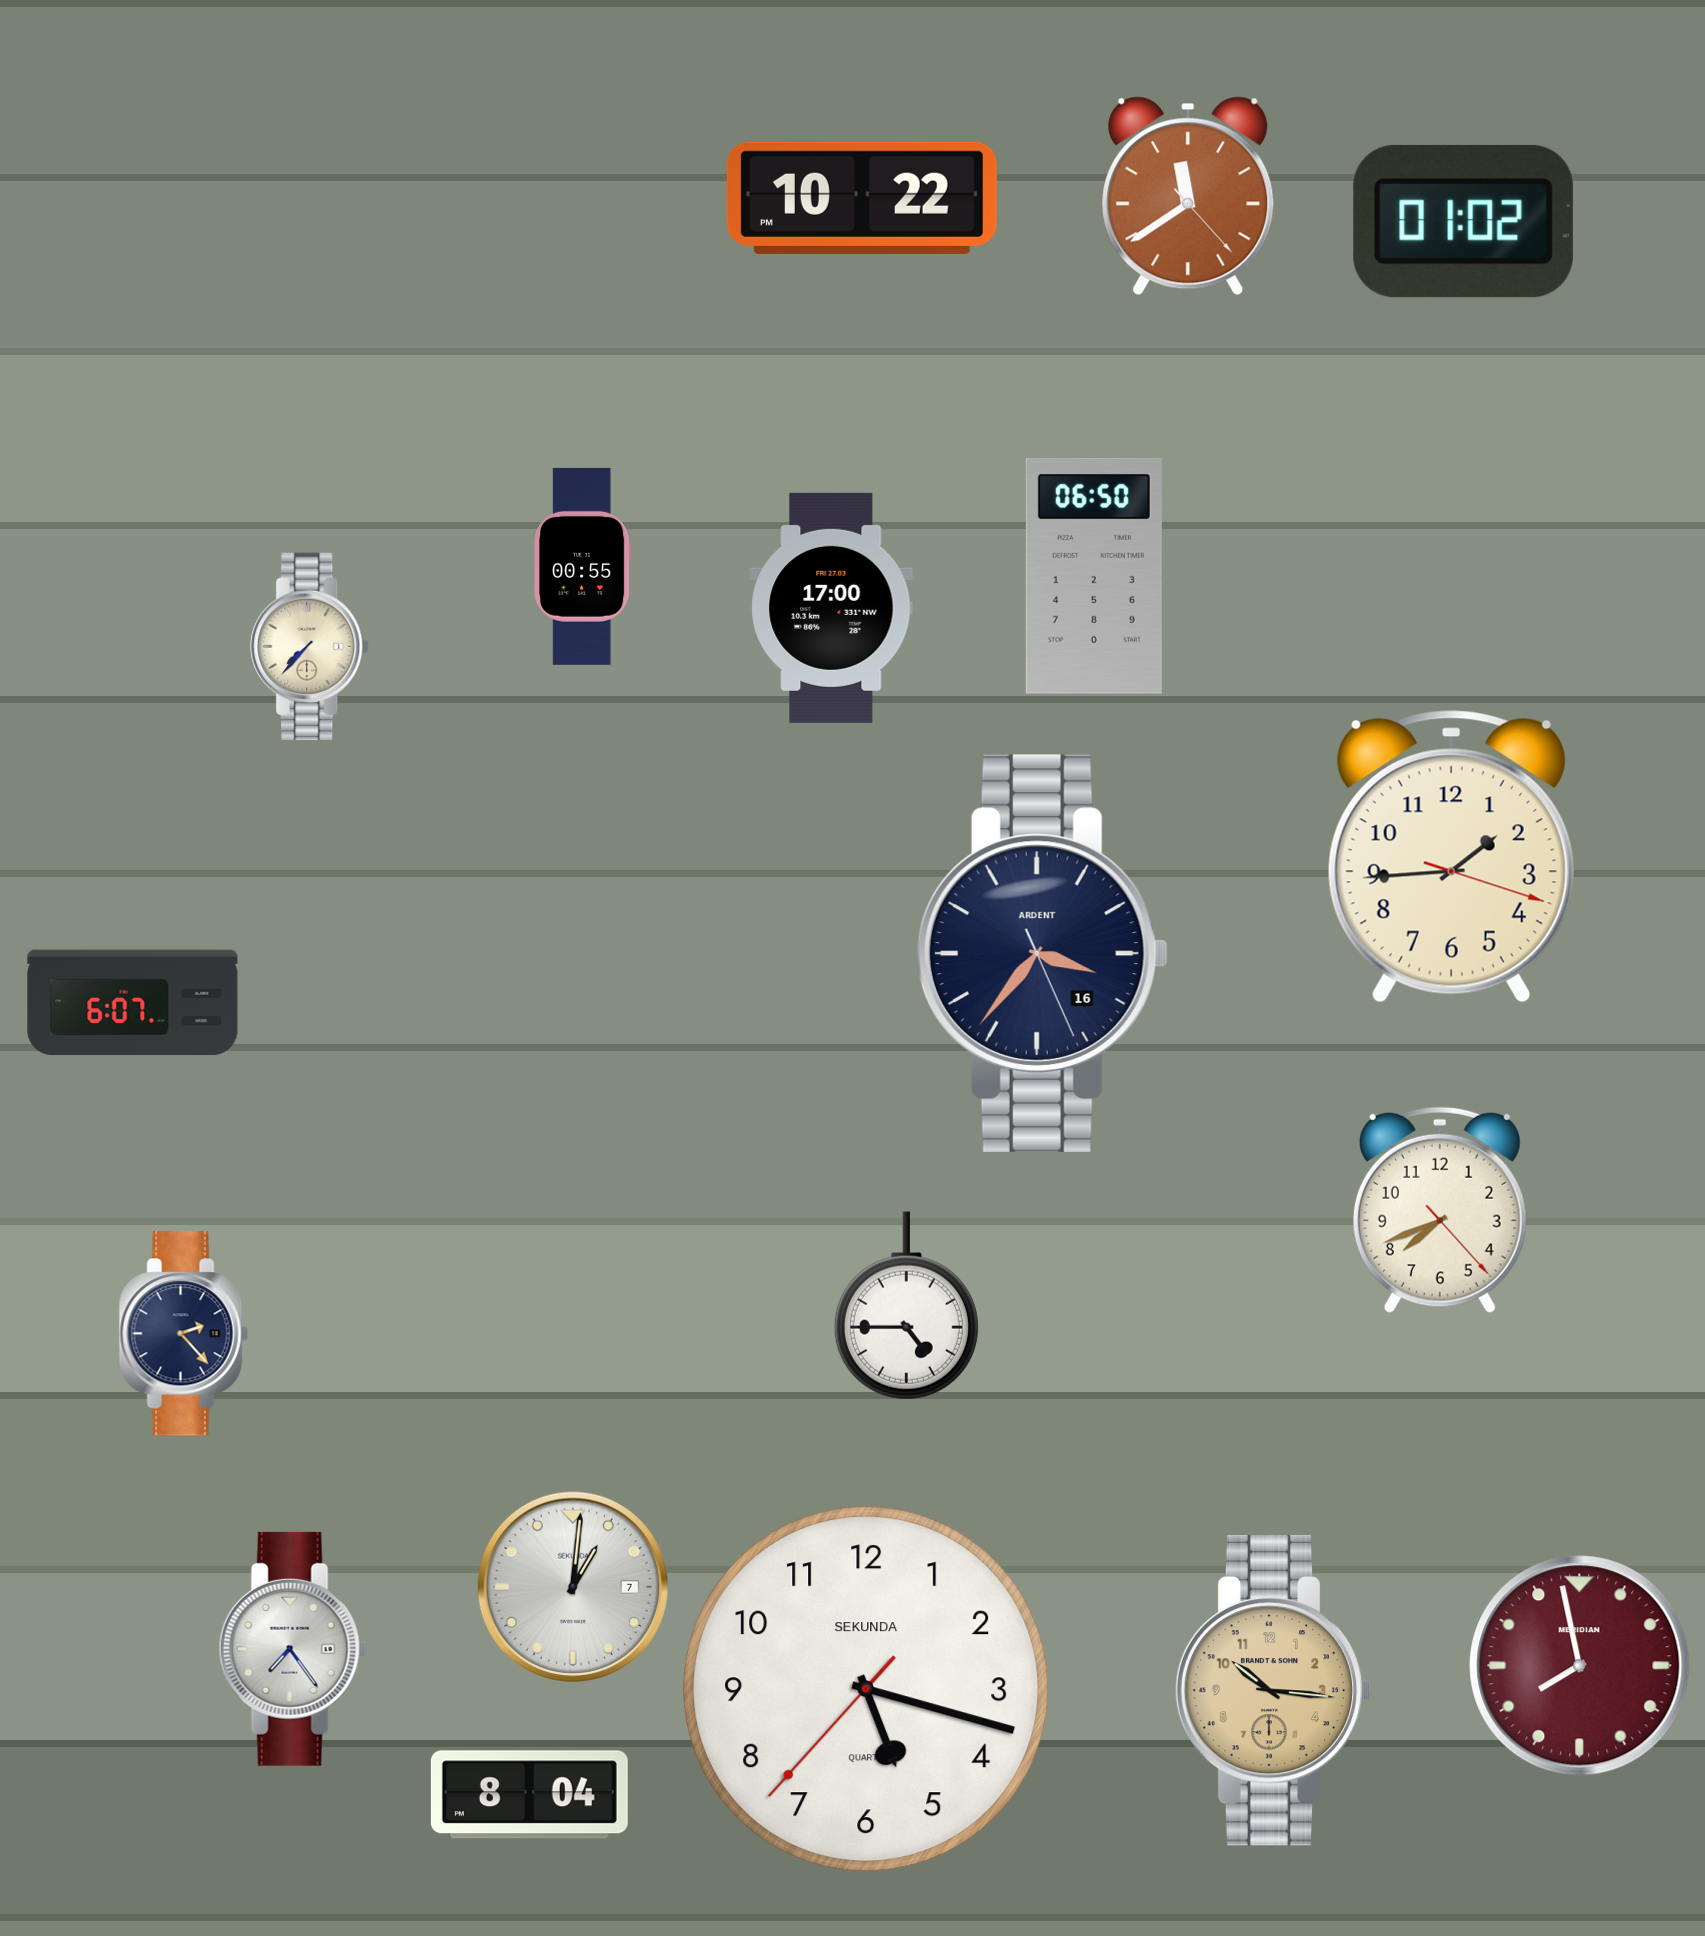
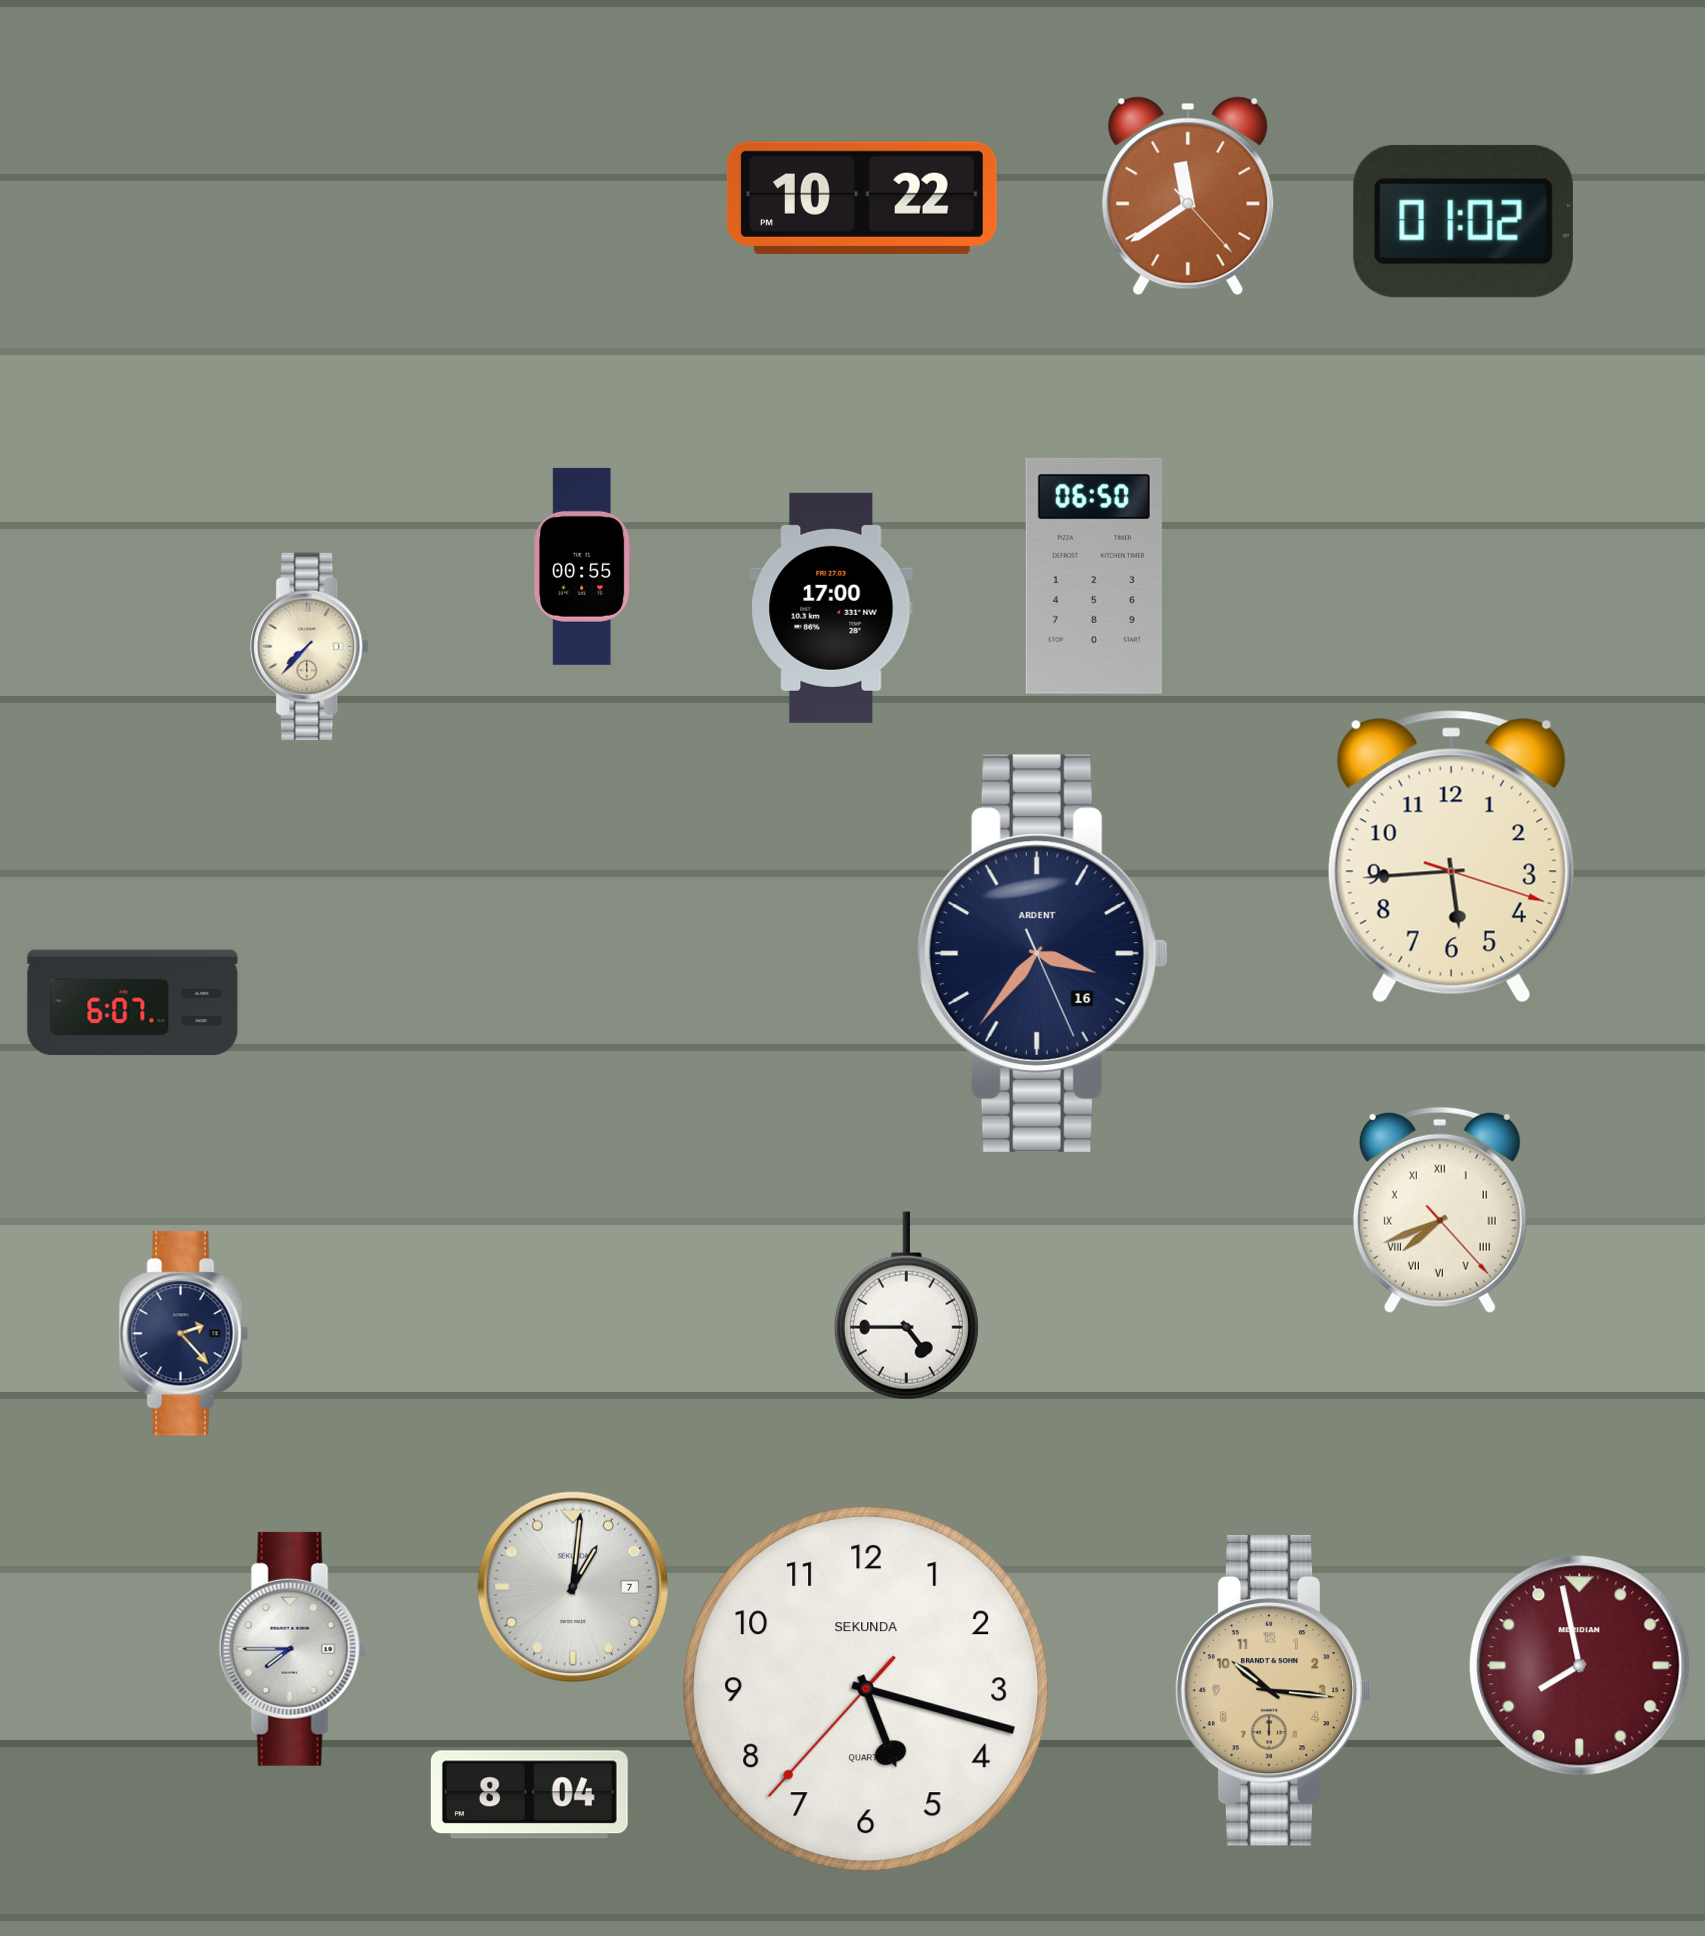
clock at (1451, 857): 1:44 -> 5:44
clock at (1440, 1210) numerals: Arabic -> Roman
clock at (293, 1649): 7:24 -> 7:45
